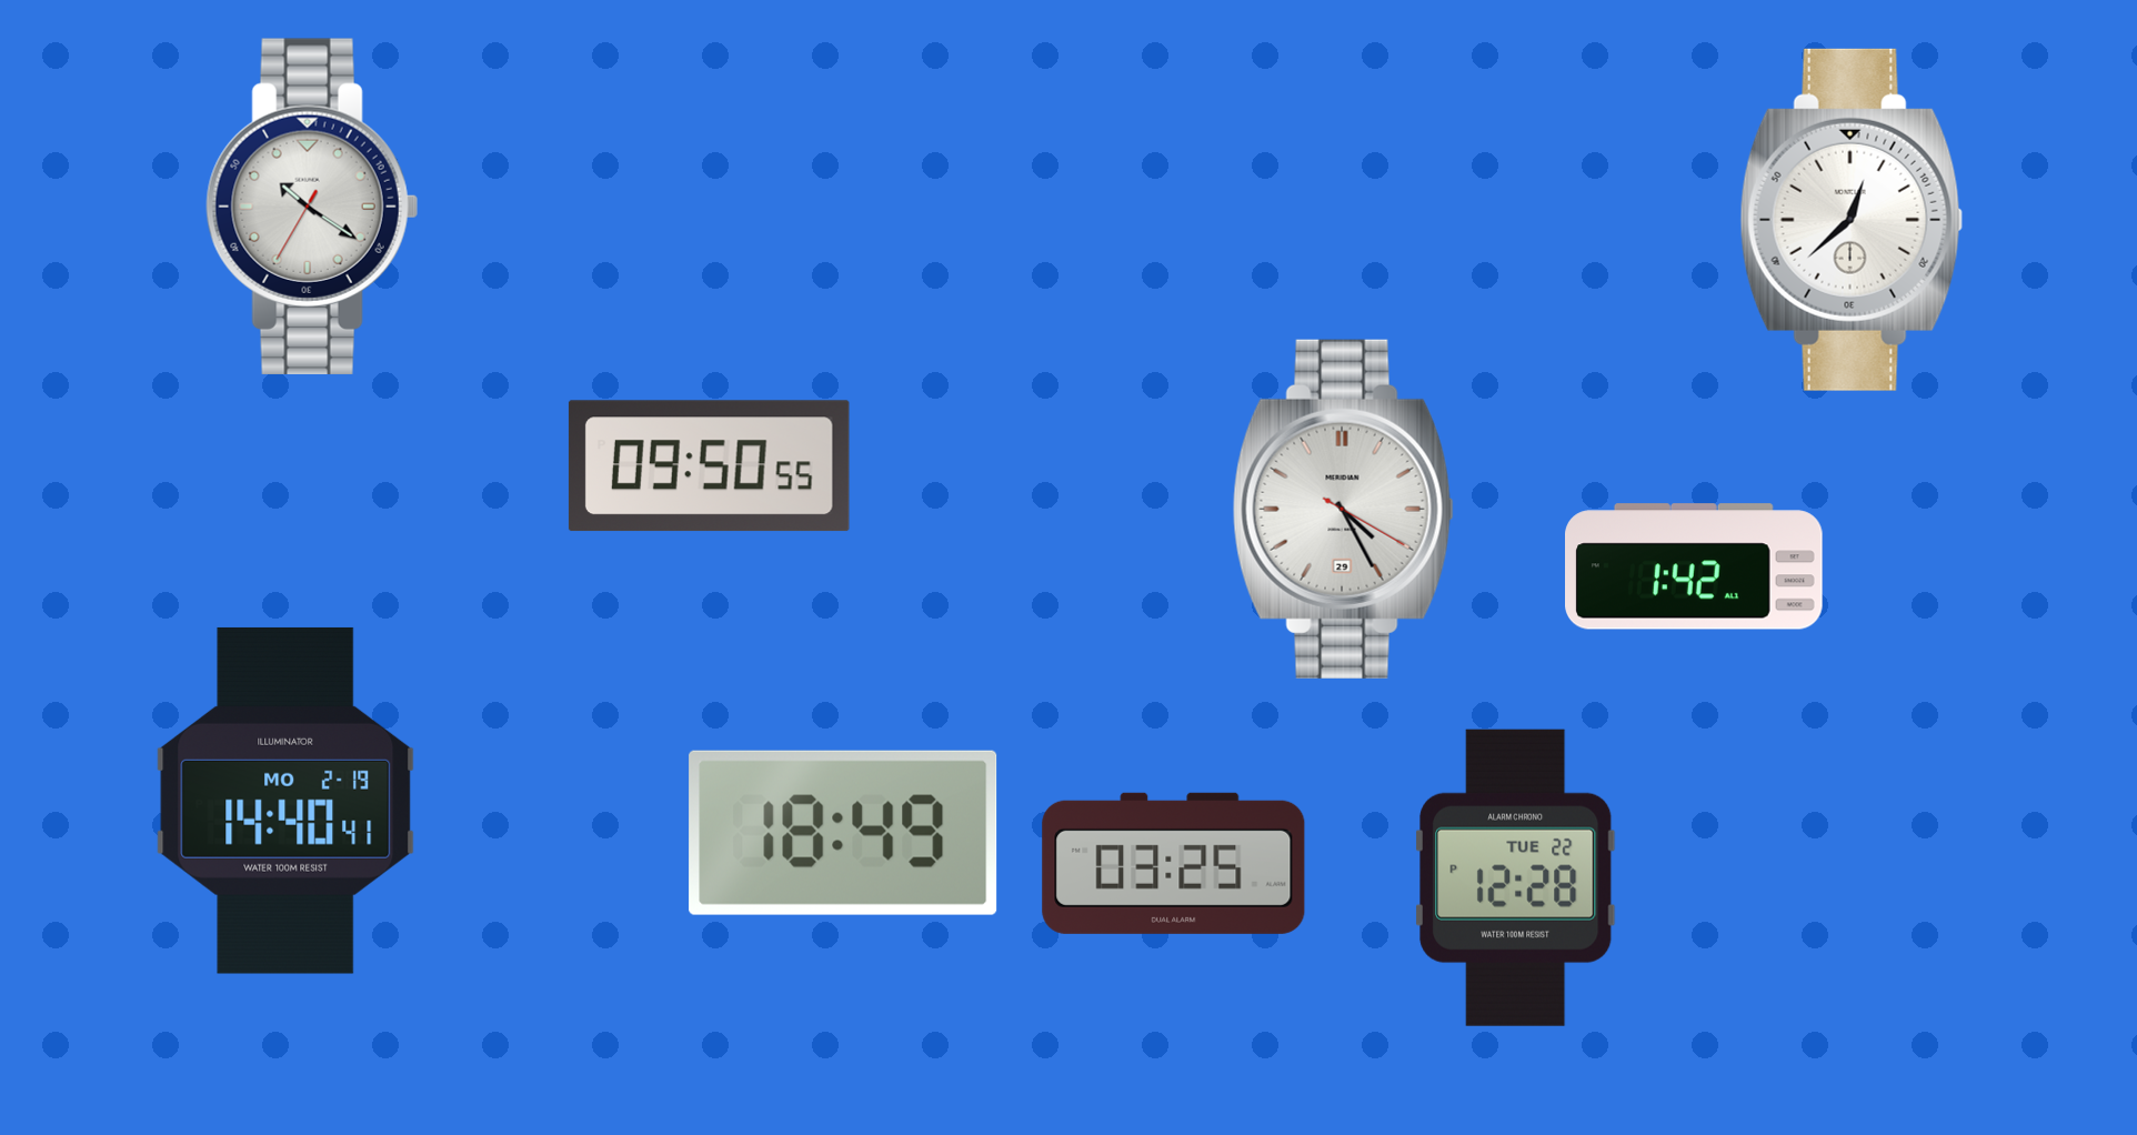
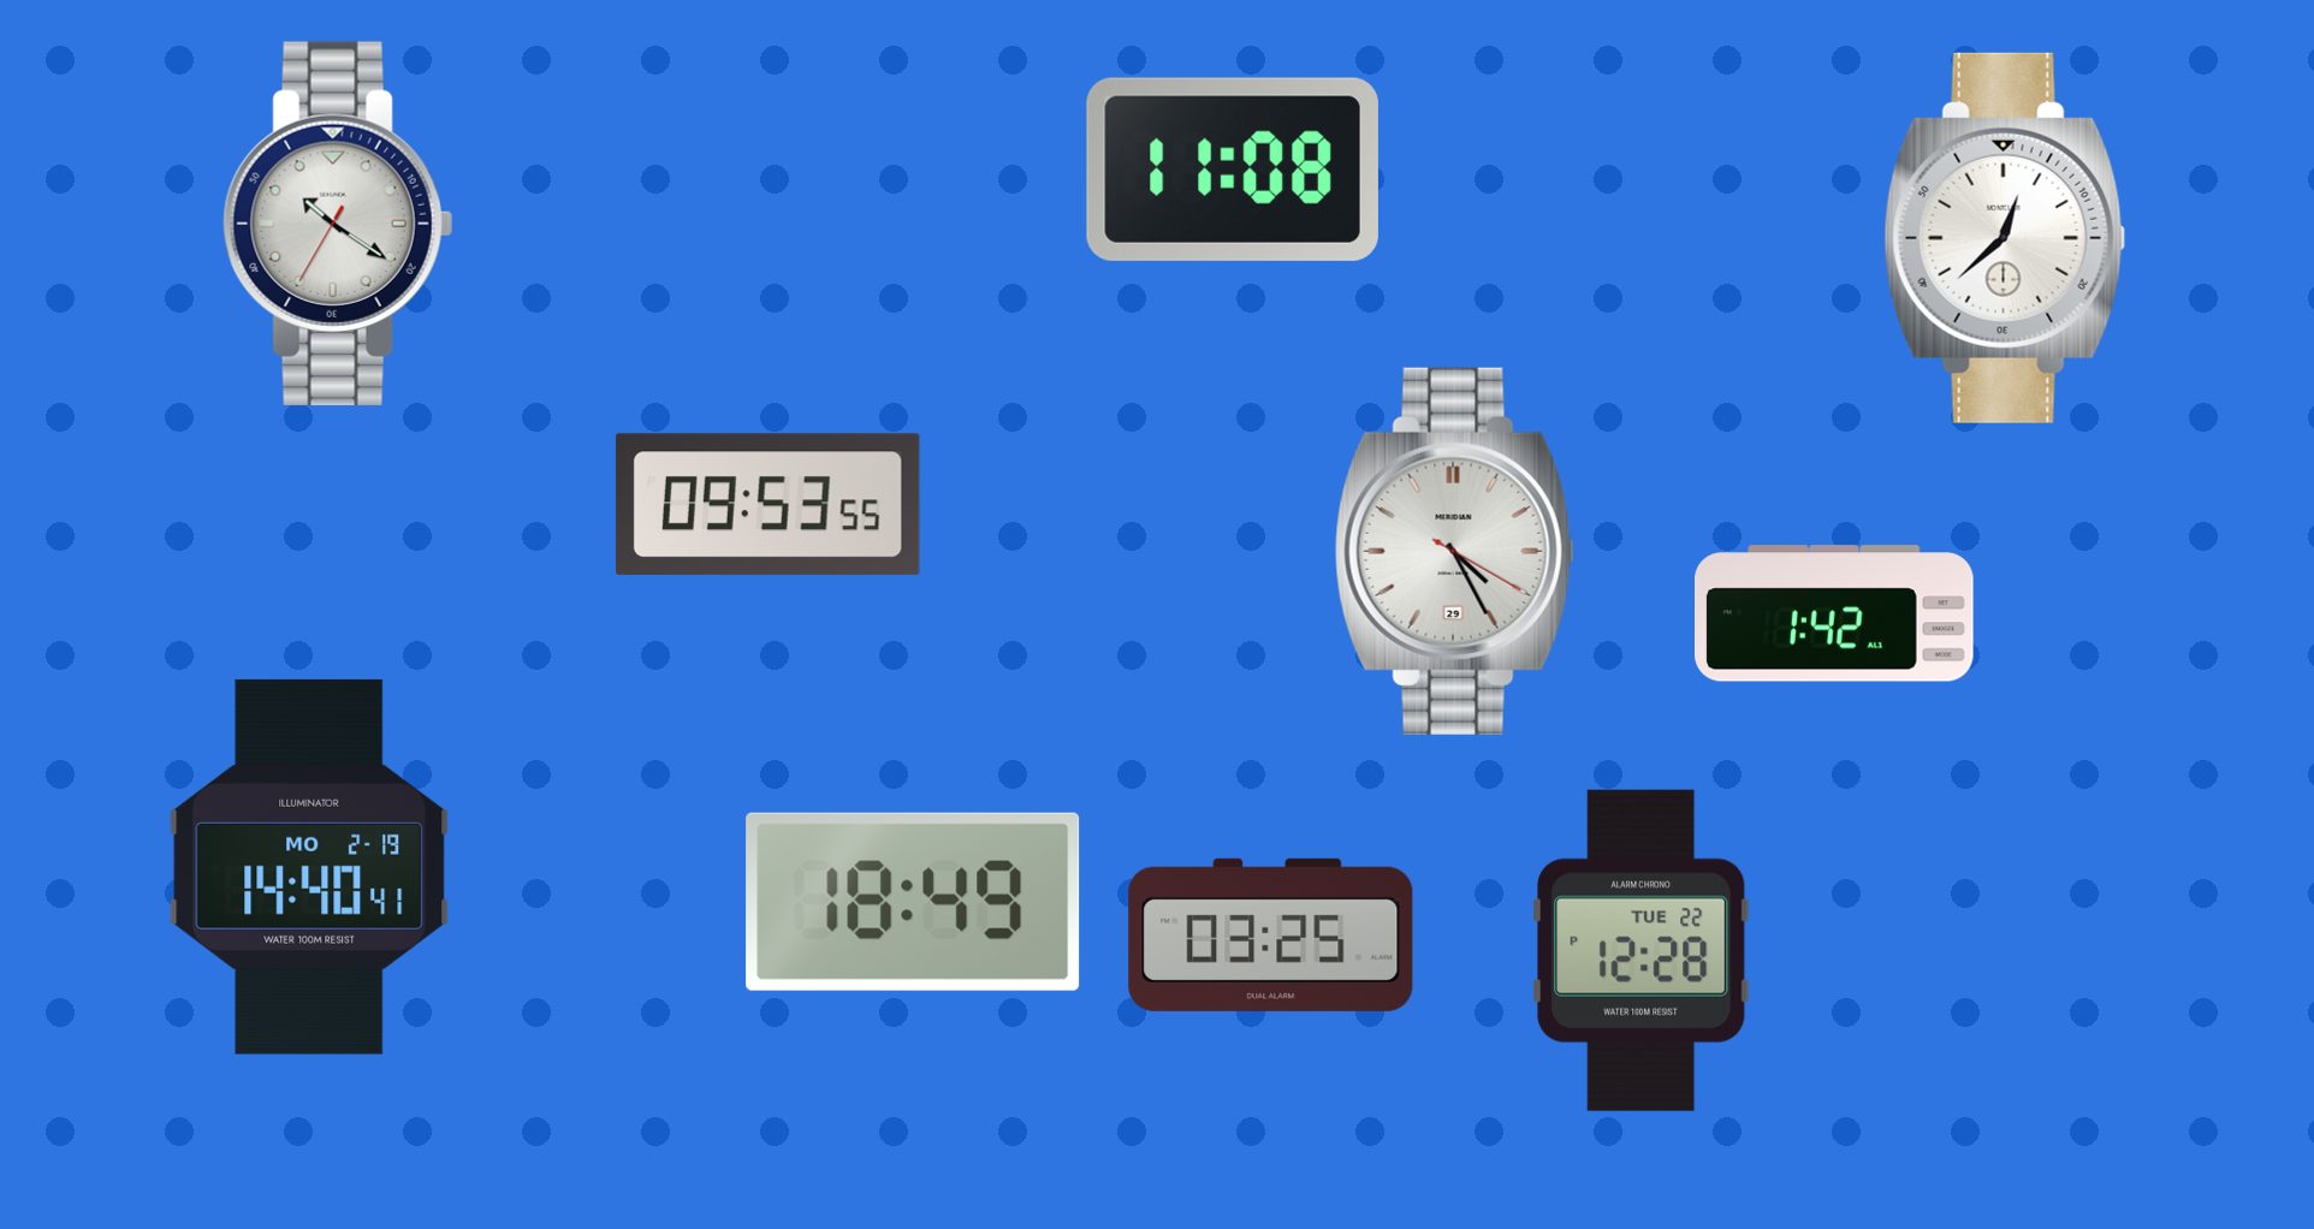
clock at (1233, 170): none -> 11:08
clock at (709, 466): 09:50 -> 09:53
